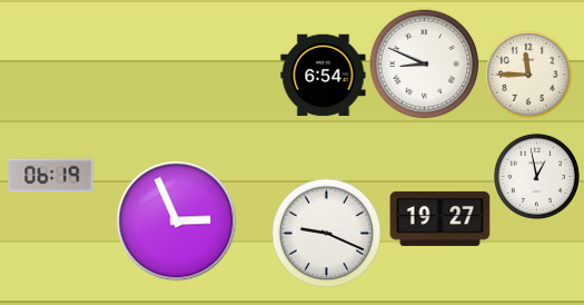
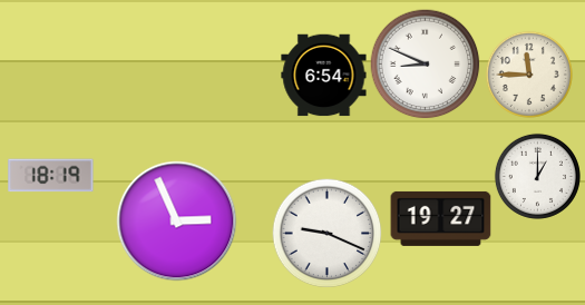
clock at (51, 176): 06:19 -> 18:19
clock at (536, 176): 12:58 -> 1:00
